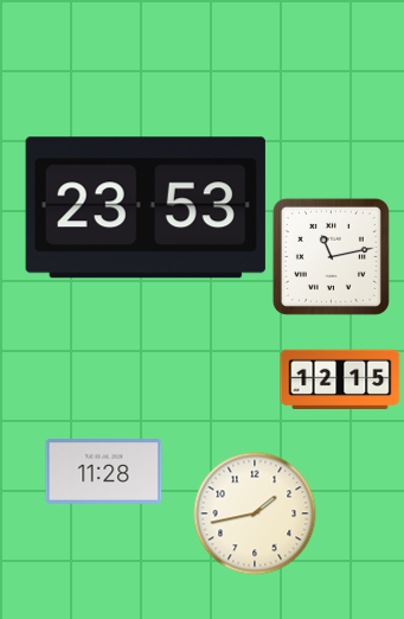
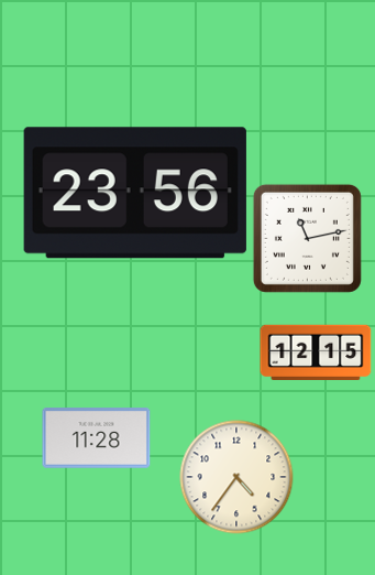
clock at (146, 208): 23:53 -> 23:56
clock at (255, 513): 1:43 -> 4:36
